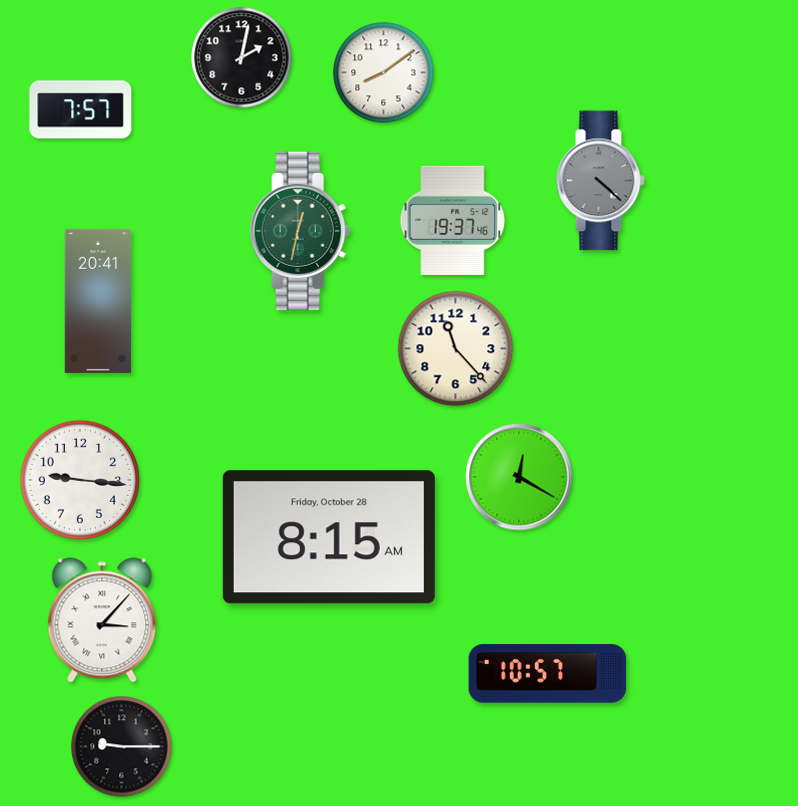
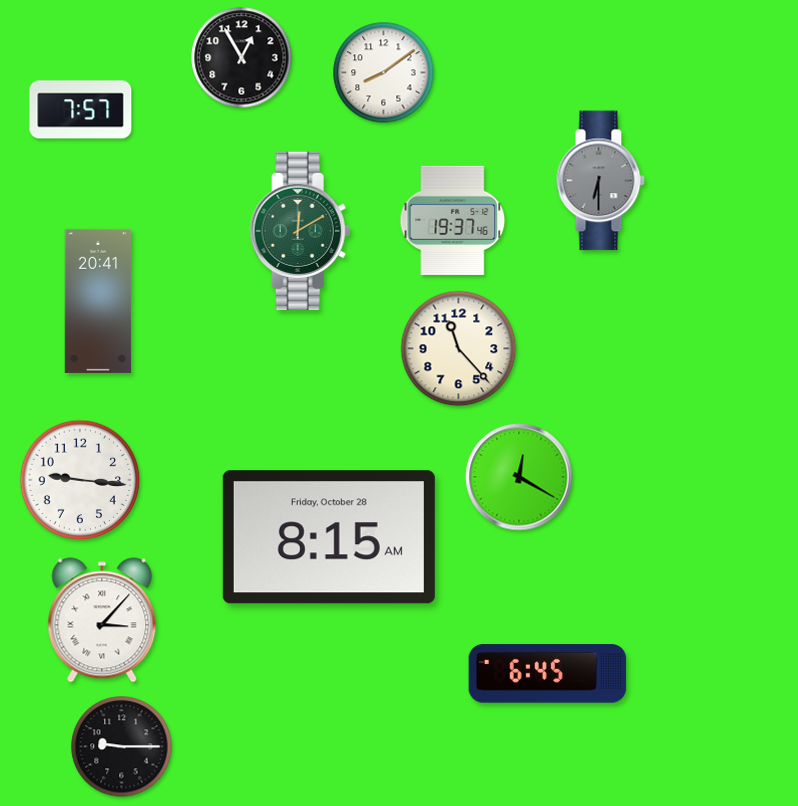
clock at (242, 58): 2:02 -> 12:55
clock at (600, 181): 4:22 -> 6:30
clock at (300, 231): 12:32 -> 12:10
clock at (456, 349) position: (456, 349) -> (459, 349)
clock at (548, 674): 10:57 -> 6:45
